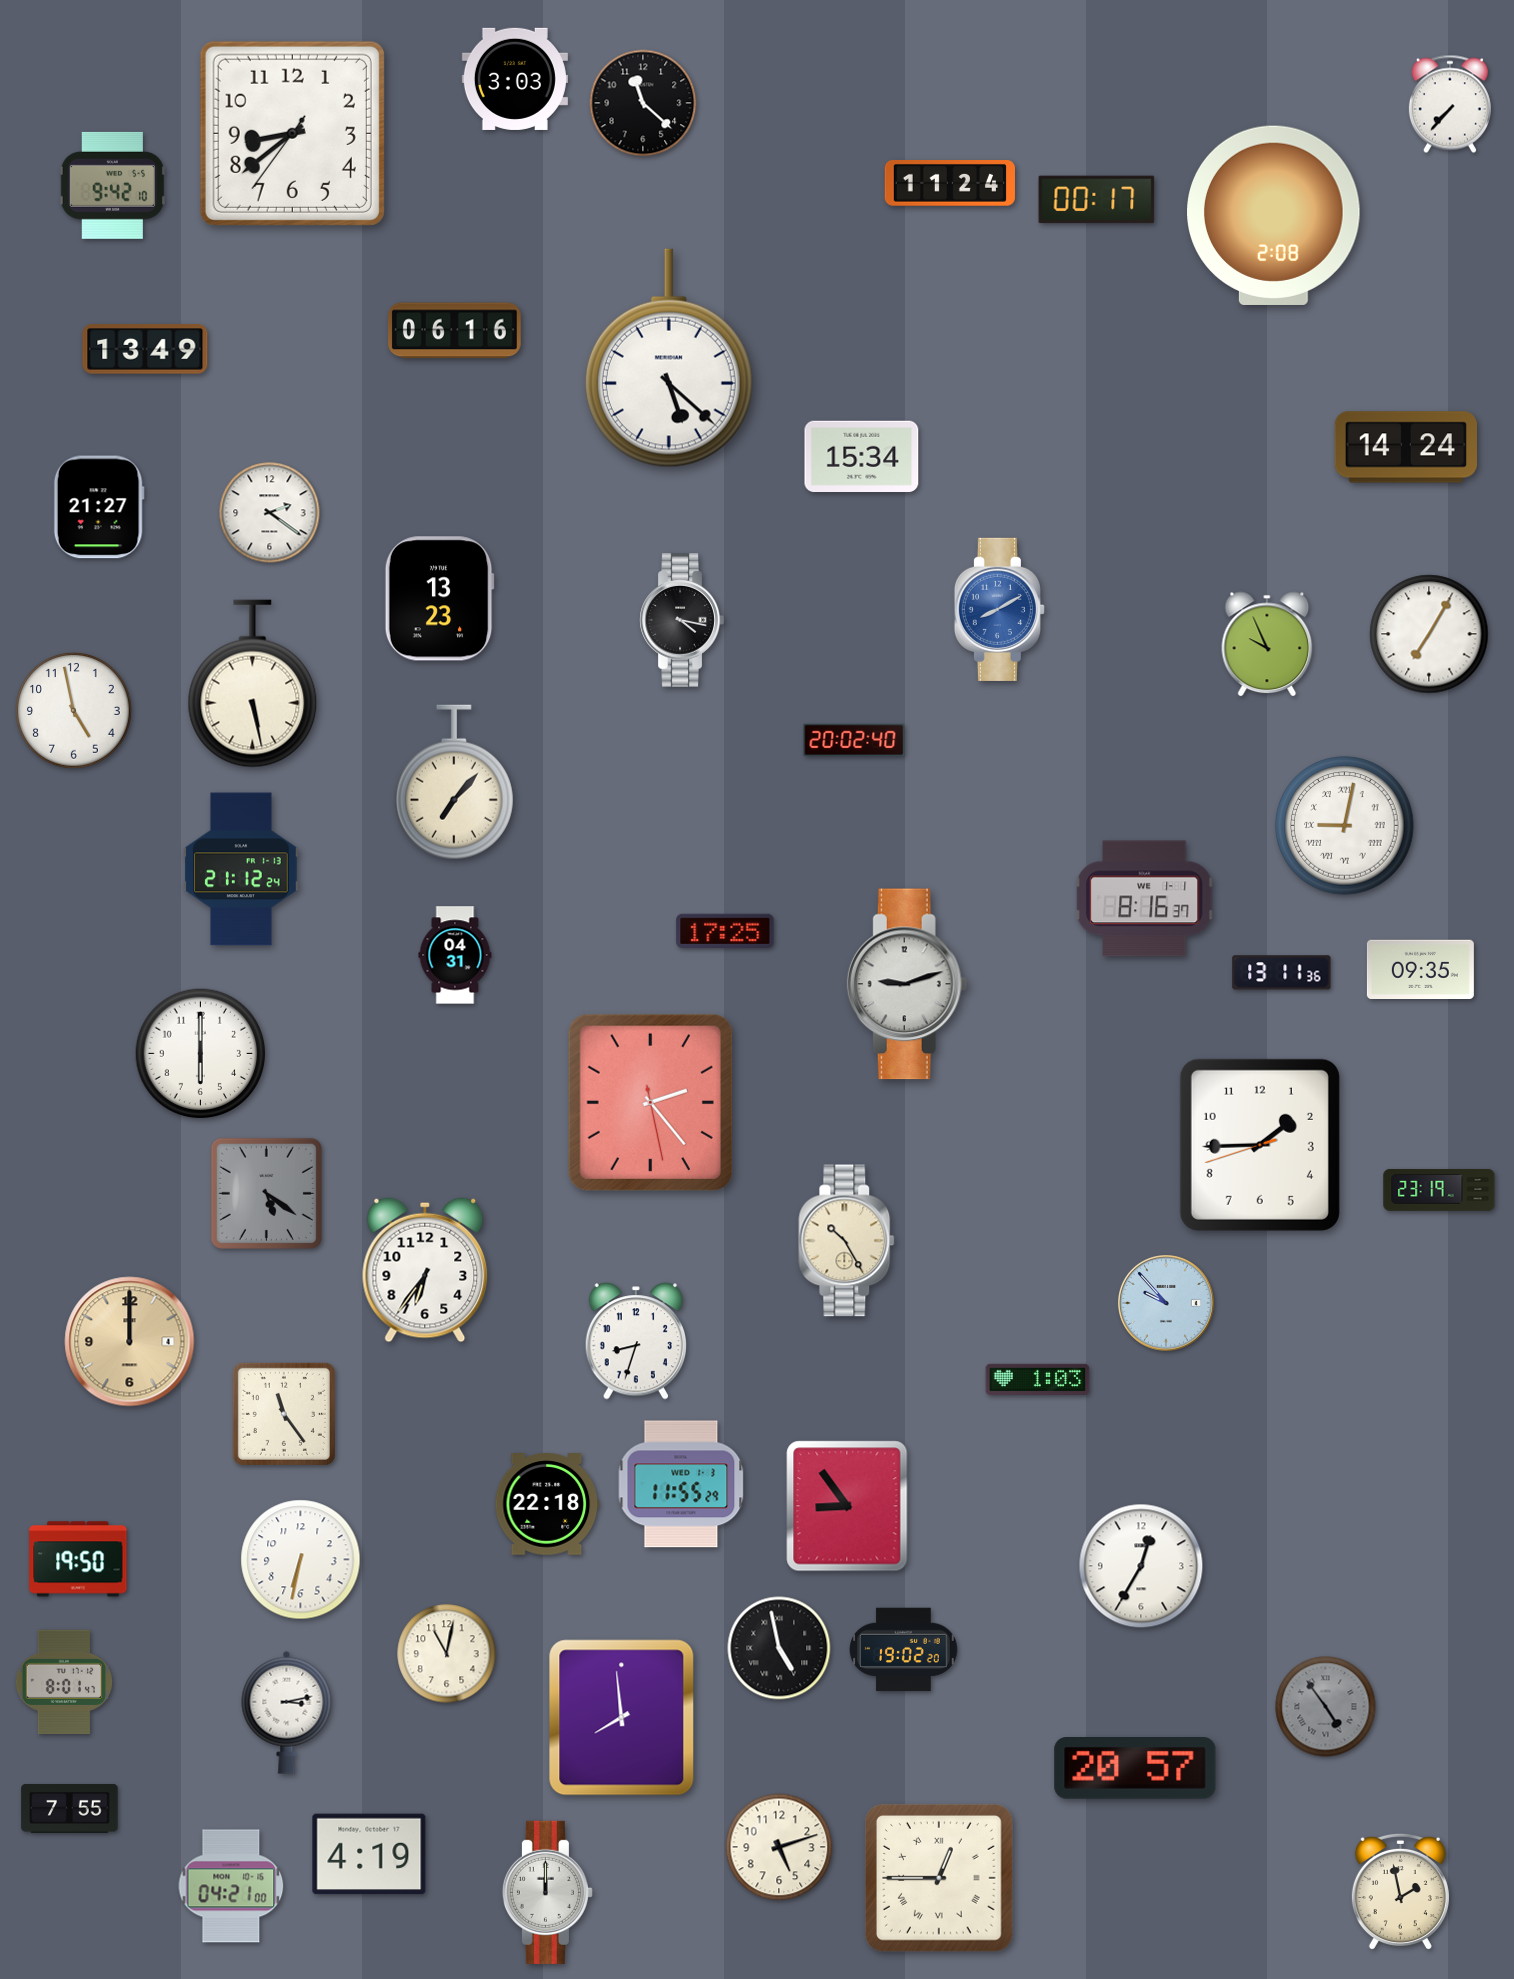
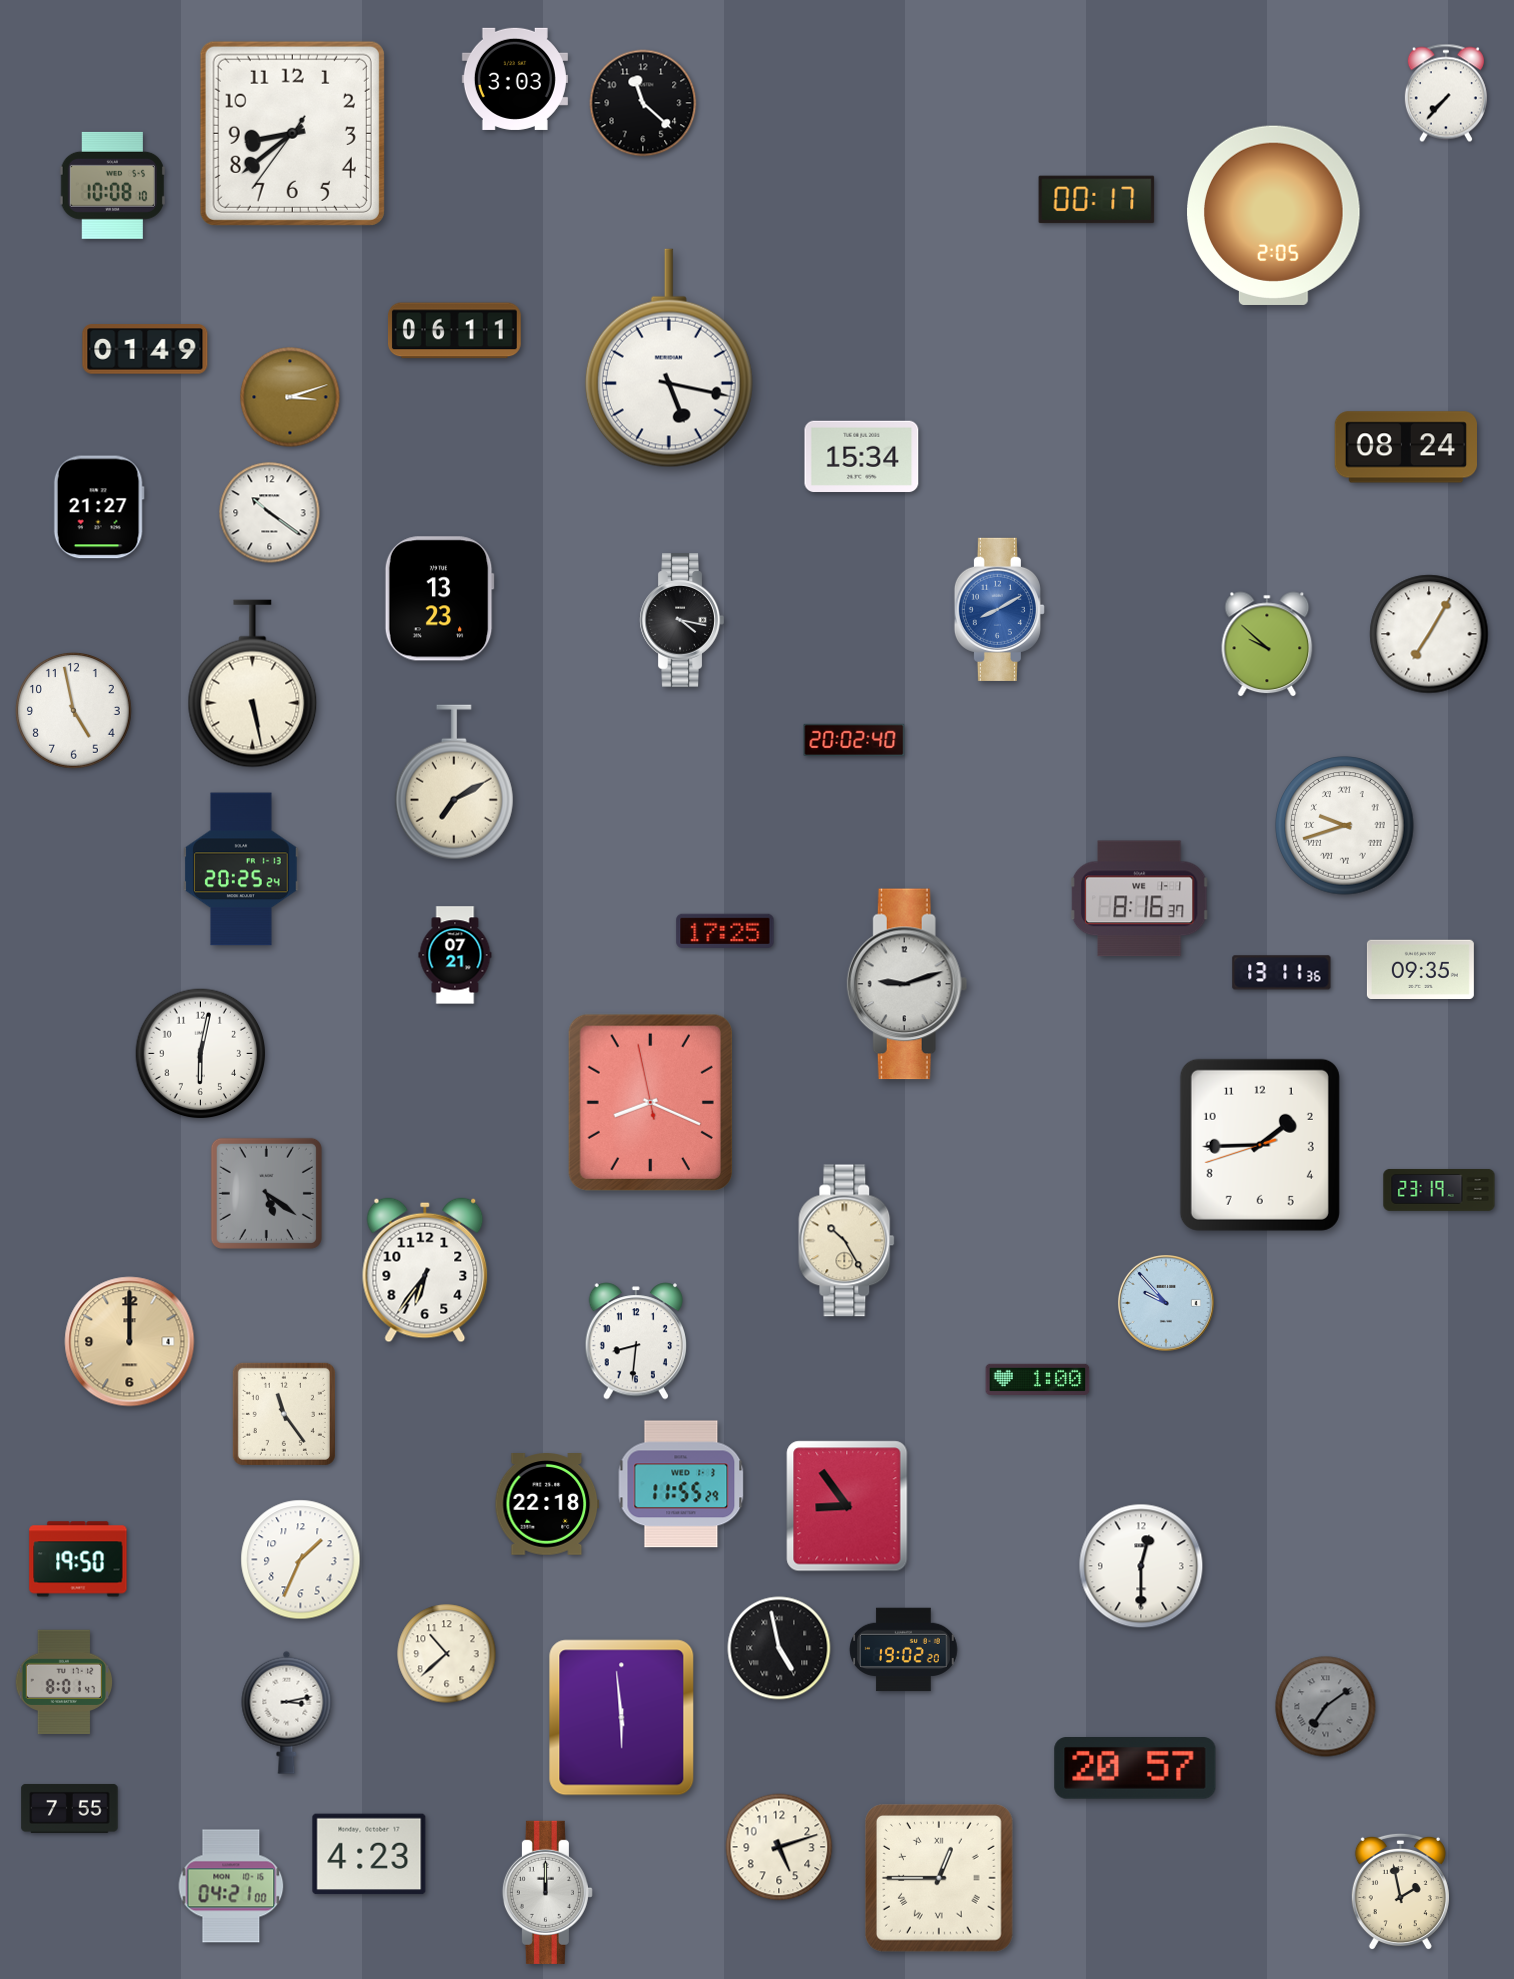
clock at (1450, 104) position: (1450, 104) -> (1446, 93)
clock at (950, 184): 11:24 -> none
clock at (112, 185): 9:42 -> 10:08
clock at (1274, 215): 2:08 -> 2:05
clock at (454, 331): 06:16 -> 06:11
clock at (145, 349): 13:49 -> 01:49
clock at (669, 358): 5:22 -> 5:17
clock at (290, 397): none -> 3:12
clock at (1405, 447): 14:24 -> 08:24
clock at (270, 513): 2:21 -> 10:21
clock at (1267, 644): 9:56 -> 9:52
clock at (454, 782): 7:07 -> 7:10
clock at (1345, 826): 9:02 -> 9:42
clock at (241, 869): 21:12 -> 20:25
clock at (1144, 899) position: (1144, 899) -> (1139, 899)
clock at (455, 955): 04:31 -> 07:21
clock at (201, 1054): 6:00 -> 6:02
clock at (650, 1102): 2:23 -> 8:18
clock at (635, 1341): 8:33 -> 8:31
clock at (1038, 1379): 1:03 -> 1:00
clock at (301, 1560): 6:32 -> 1:34
clock at (1141, 1566): 12:35 -> 12:30
clock at (447, 1654): 11:02 -> 10:38
clock at (1326, 1707): 4:54 -> 7:09
clock at (622, 1718): 7:59 -> 5:59
clock at (369, 1854): 4:19 -> 4:23
